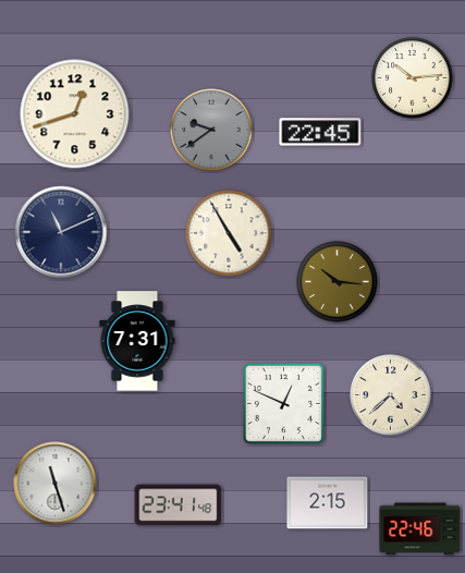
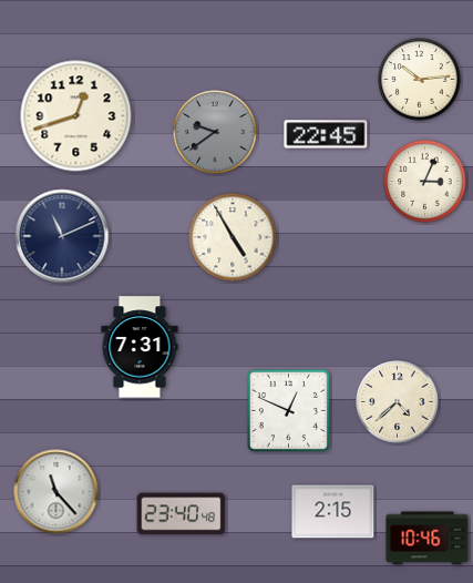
clock at (425, 182): none -> 3:04
clock at (338, 282): 10:16 -> none
clock at (56, 484): 11:27 -> 11:23
clock at (179, 505): 23:41 -> 23:40
clock at (420, 529): 22:46 -> 10:46
